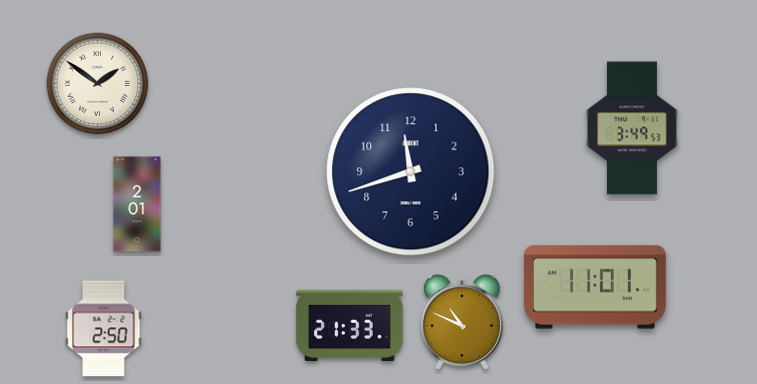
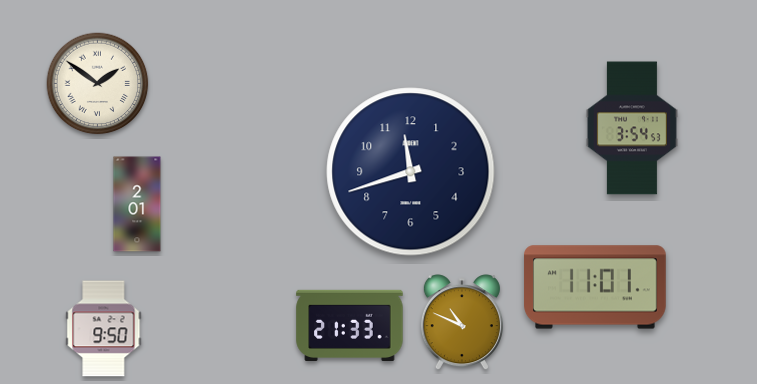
clock at (632, 128): 3:49 -> 3:54
clock at (104, 329): 2:50 -> 9:50
